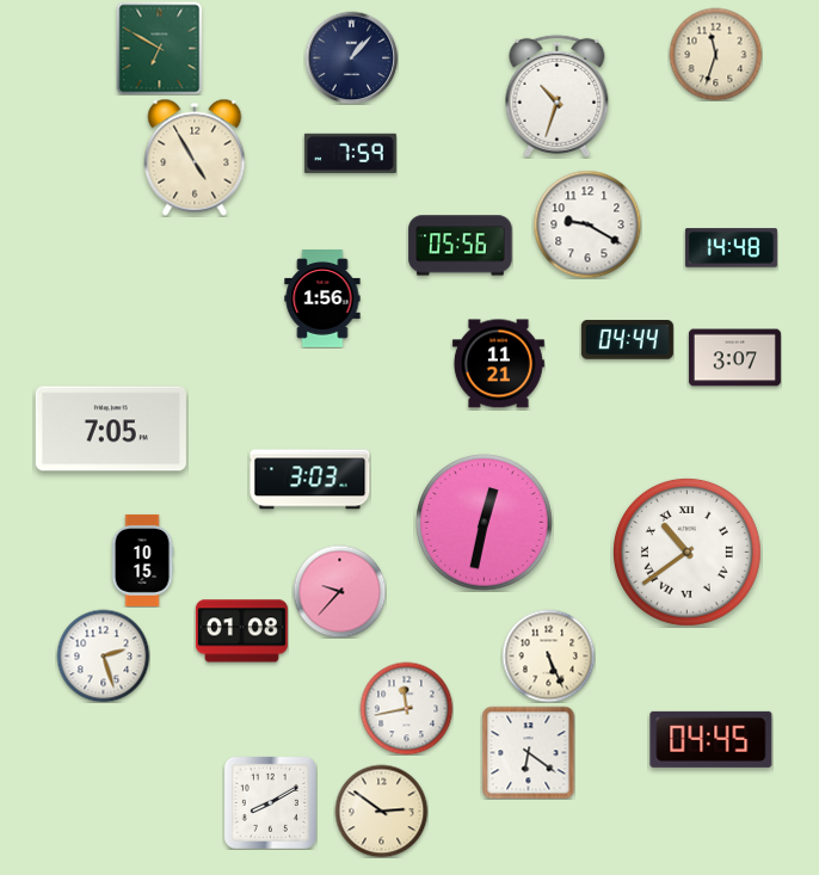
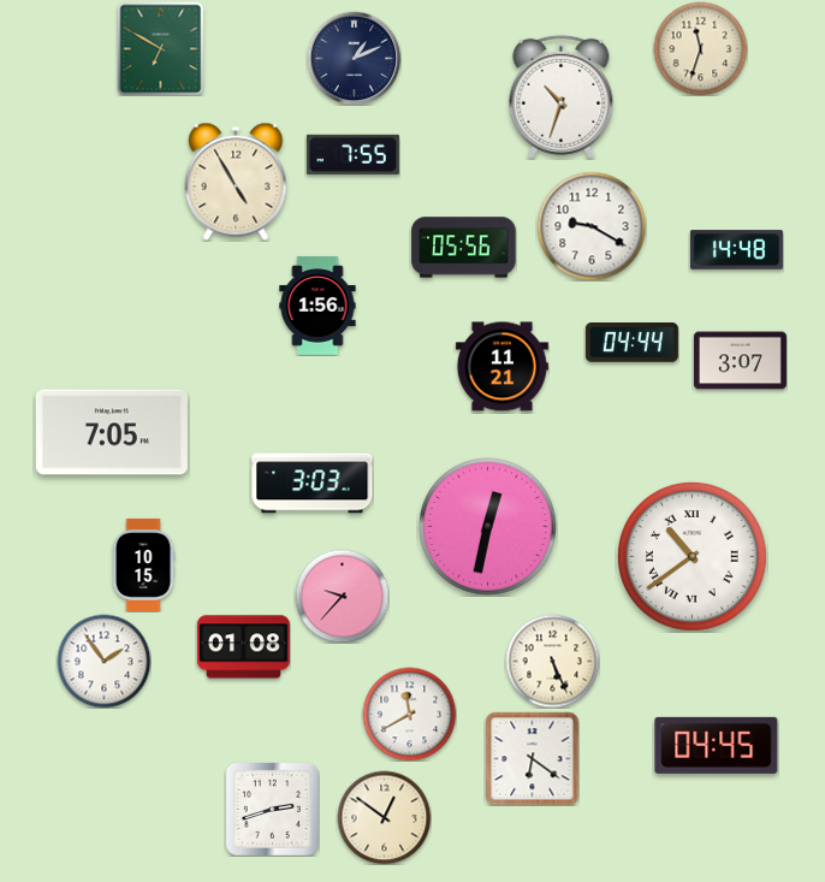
clock at (715, 54) position: (715, 54) -> (700, 48)
clock at (351, 57): 1:07 -> 1:11
clock at (350, 153): 7:59 -> 7:55
clock at (195, 158) position: (195, 158) -> (236, 182)
clock at (322, 298) position: (322, 298) -> (317, 306)
clock at (241, 631) position: (241, 631) -> (243, 647)
clock at (103, 655): 2:27 -> 1:54
clock at (406, 708): 11:43 -> 11:40
clock at (270, 802): 8:10 -> 2:42
clock at (381, 811): 2:51 -> 12:51
